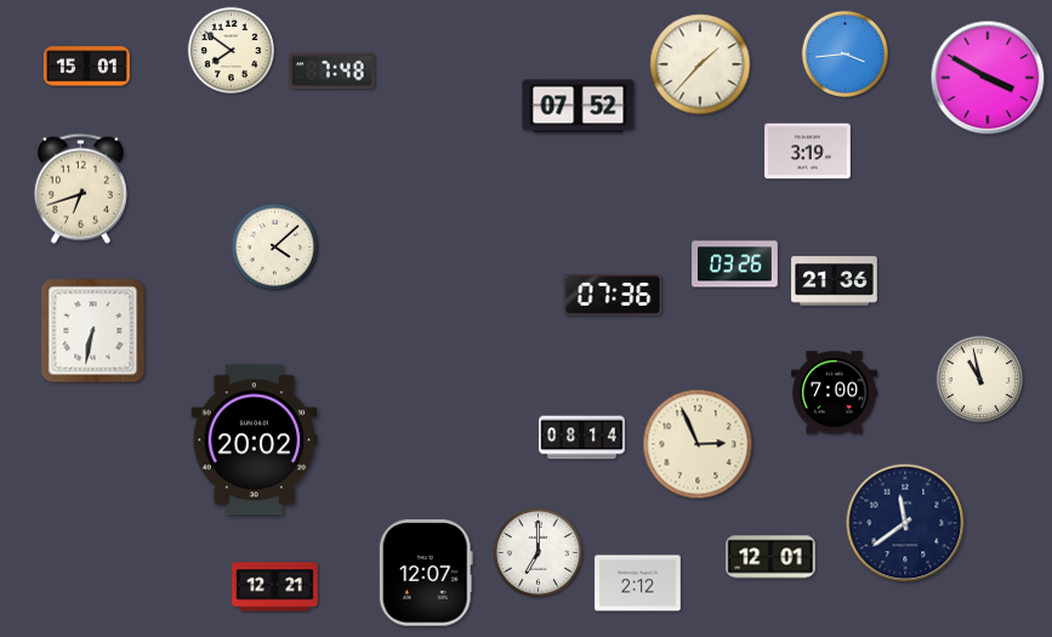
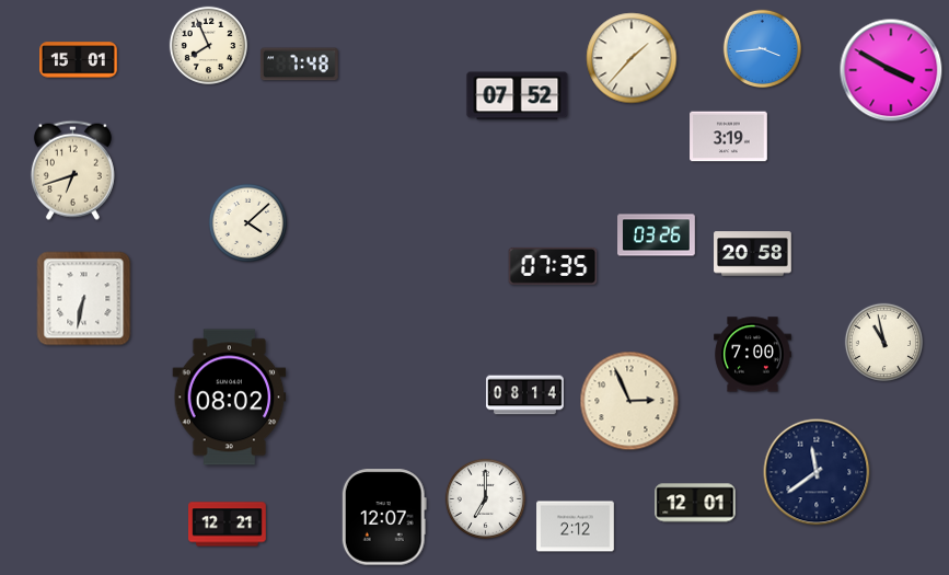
clock at (232, 51): 7:51 -> 7:56
clock at (579, 107) position: (579, 107) -> (518, 96)
clock at (735, 265) position: (735, 265) -> (657, 235)
clock at (835, 281): 21:36 -> 20:58
clock at (613, 295): 07:36 -> 07:35
clock at (255, 440): 20:02 -> 08:02
clock at (275, 587) position: (275, 587) -> (228, 525)
